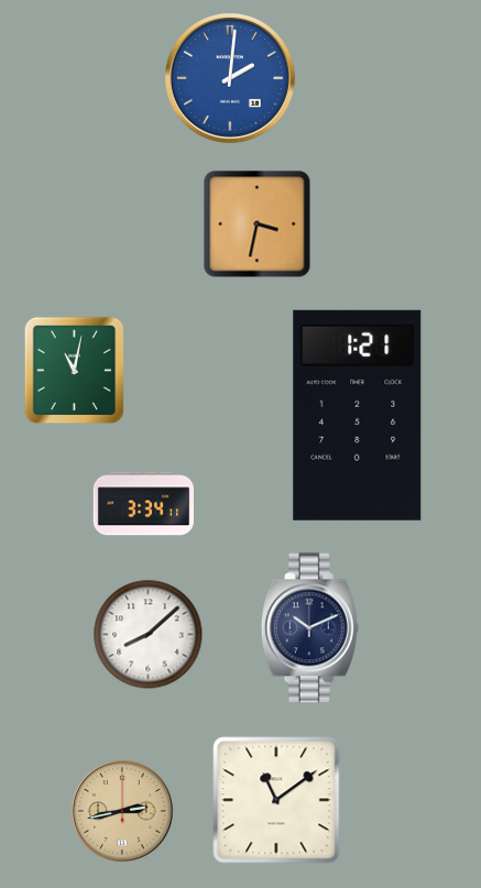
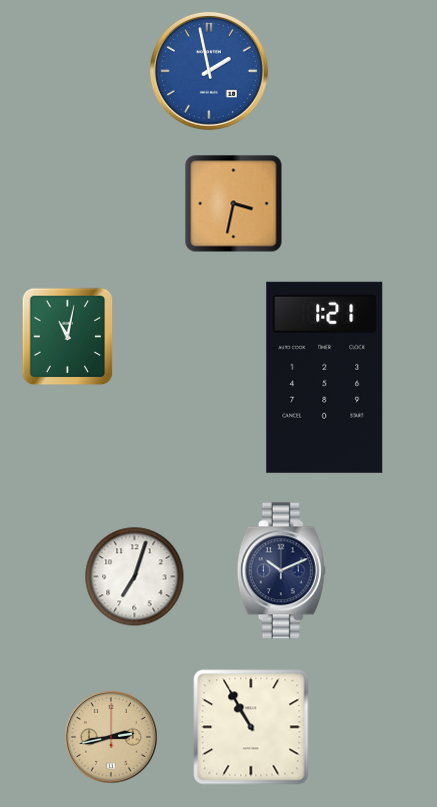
clock at (230, 78): 2:01 -> 1:58
clock at (143, 504): 3:34 -> none
clock at (149, 635): 8:08 -> 7:03
clock at (276, 800): 11:09 -> 10:55
